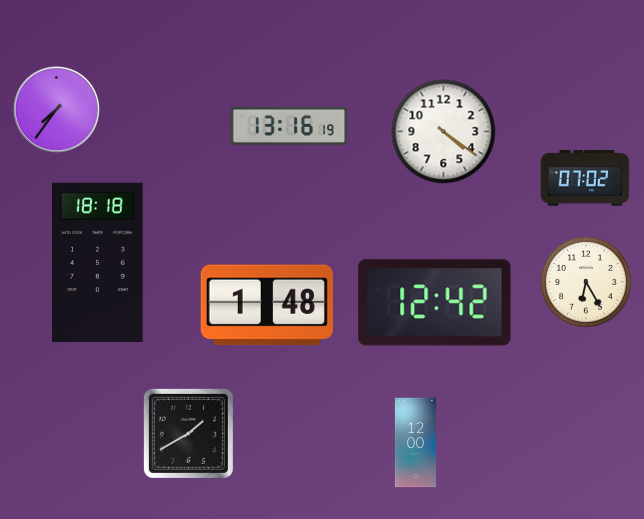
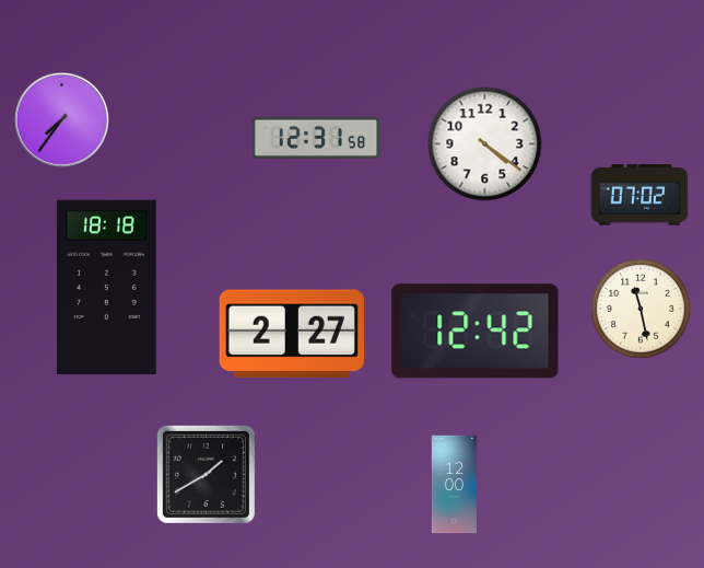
clock at (289, 126): 13:16 -> 12:31
clock at (587, 283): 6:25 -> 11:28
clock at (267, 305): 1:48 -> 2:27
